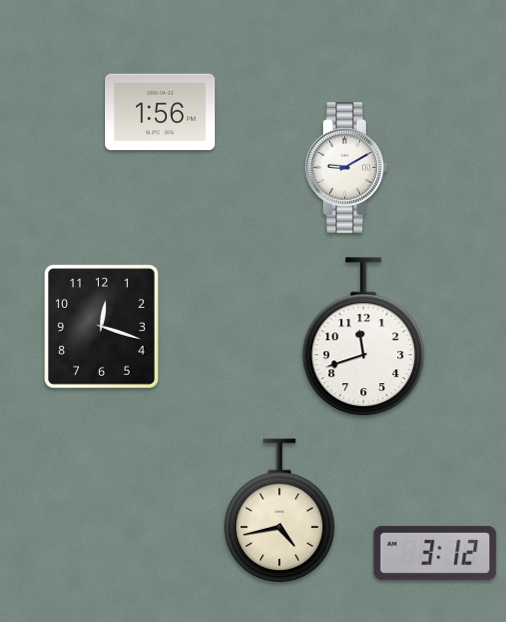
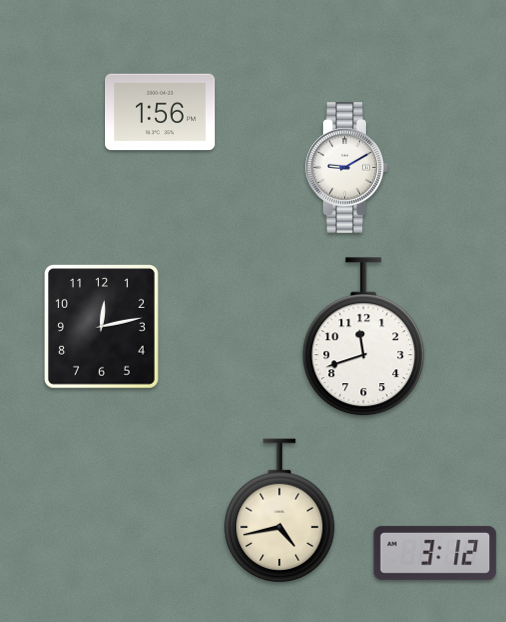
clock at (102, 327): 12:18 -> 12:13
